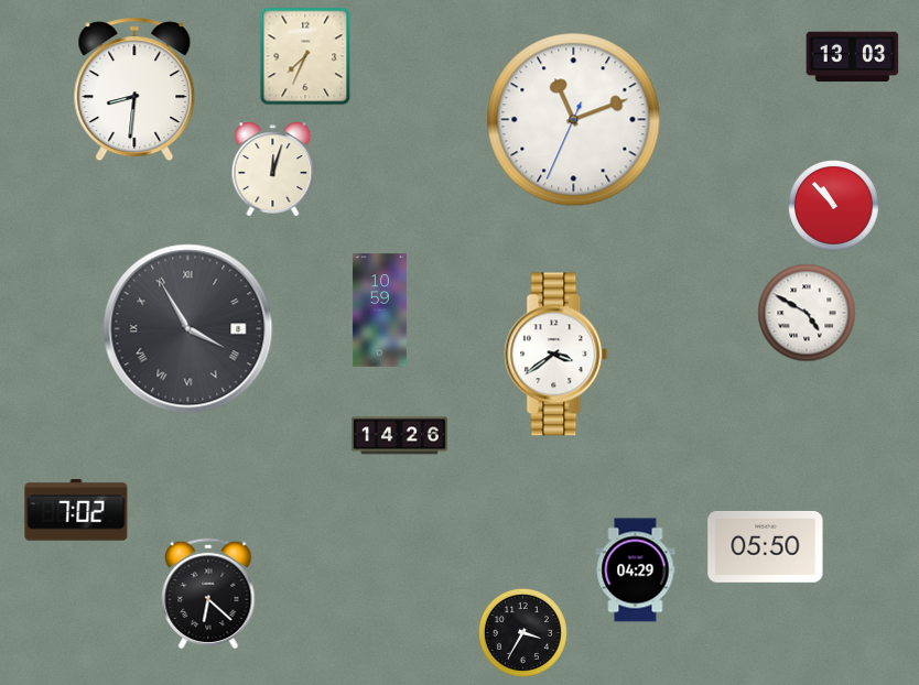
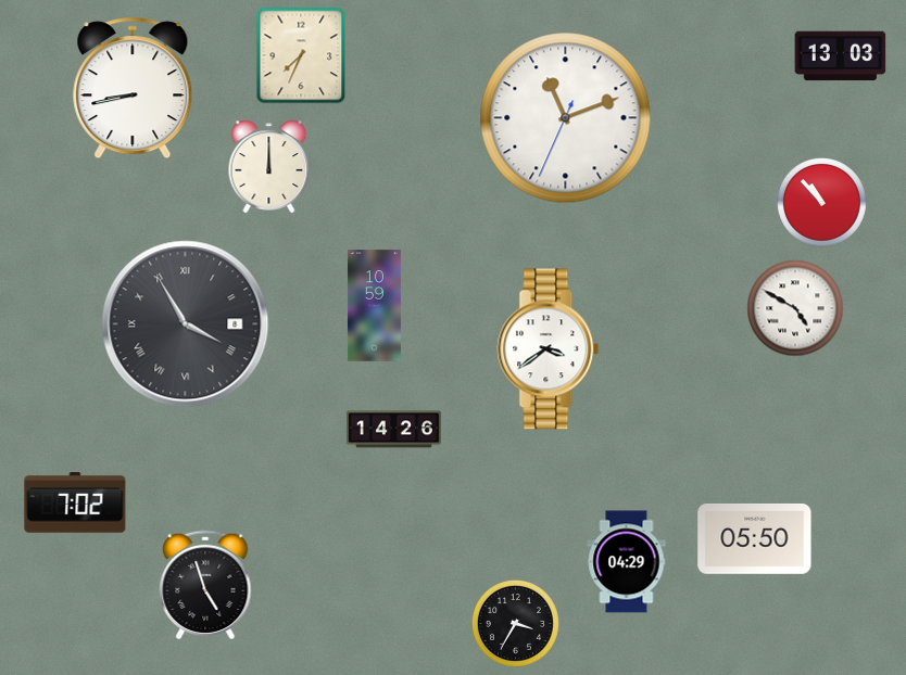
clock at (134, 89): 8:31 -> 8:43
clock at (273, 170): 12:03 -> 12:00
clock at (208, 594): 6:22 -> 4:57
